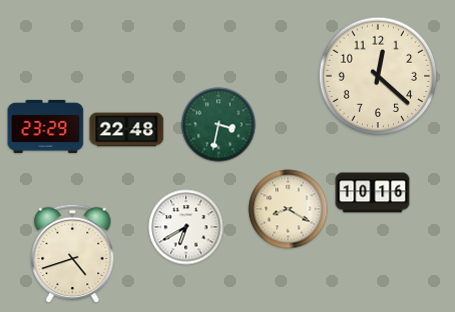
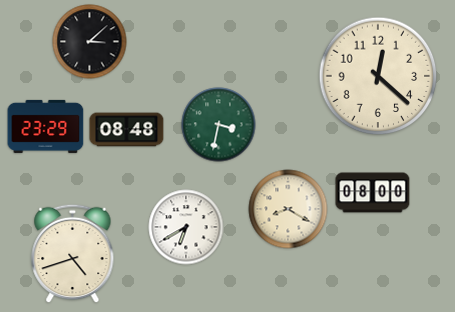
clock at (90, 42): none -> 3:08
clock at (127, 130): 22:48 -> 08:48
clock at (373, 193): 10:16 -> 08:00
